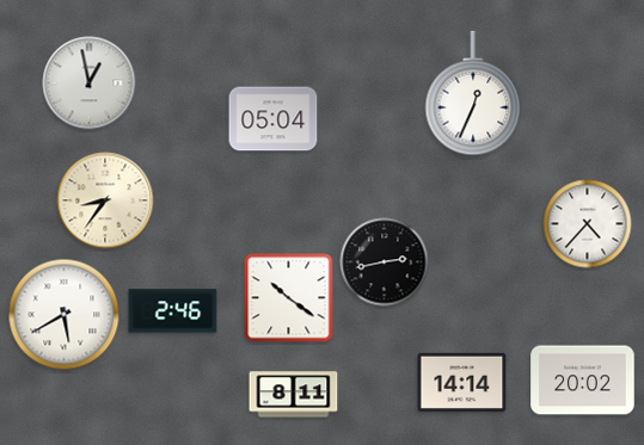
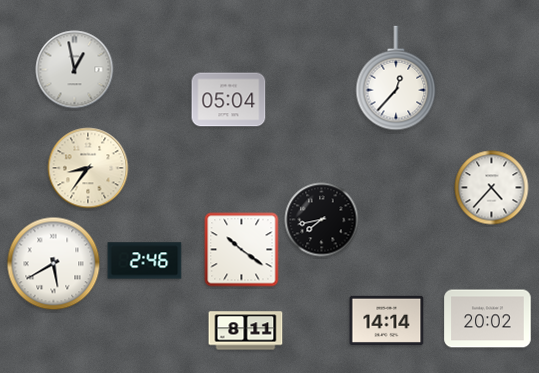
clock at (473, 93): 12:34 -> 12:37
clock at (385, 262): 2:43 -> 7:43
